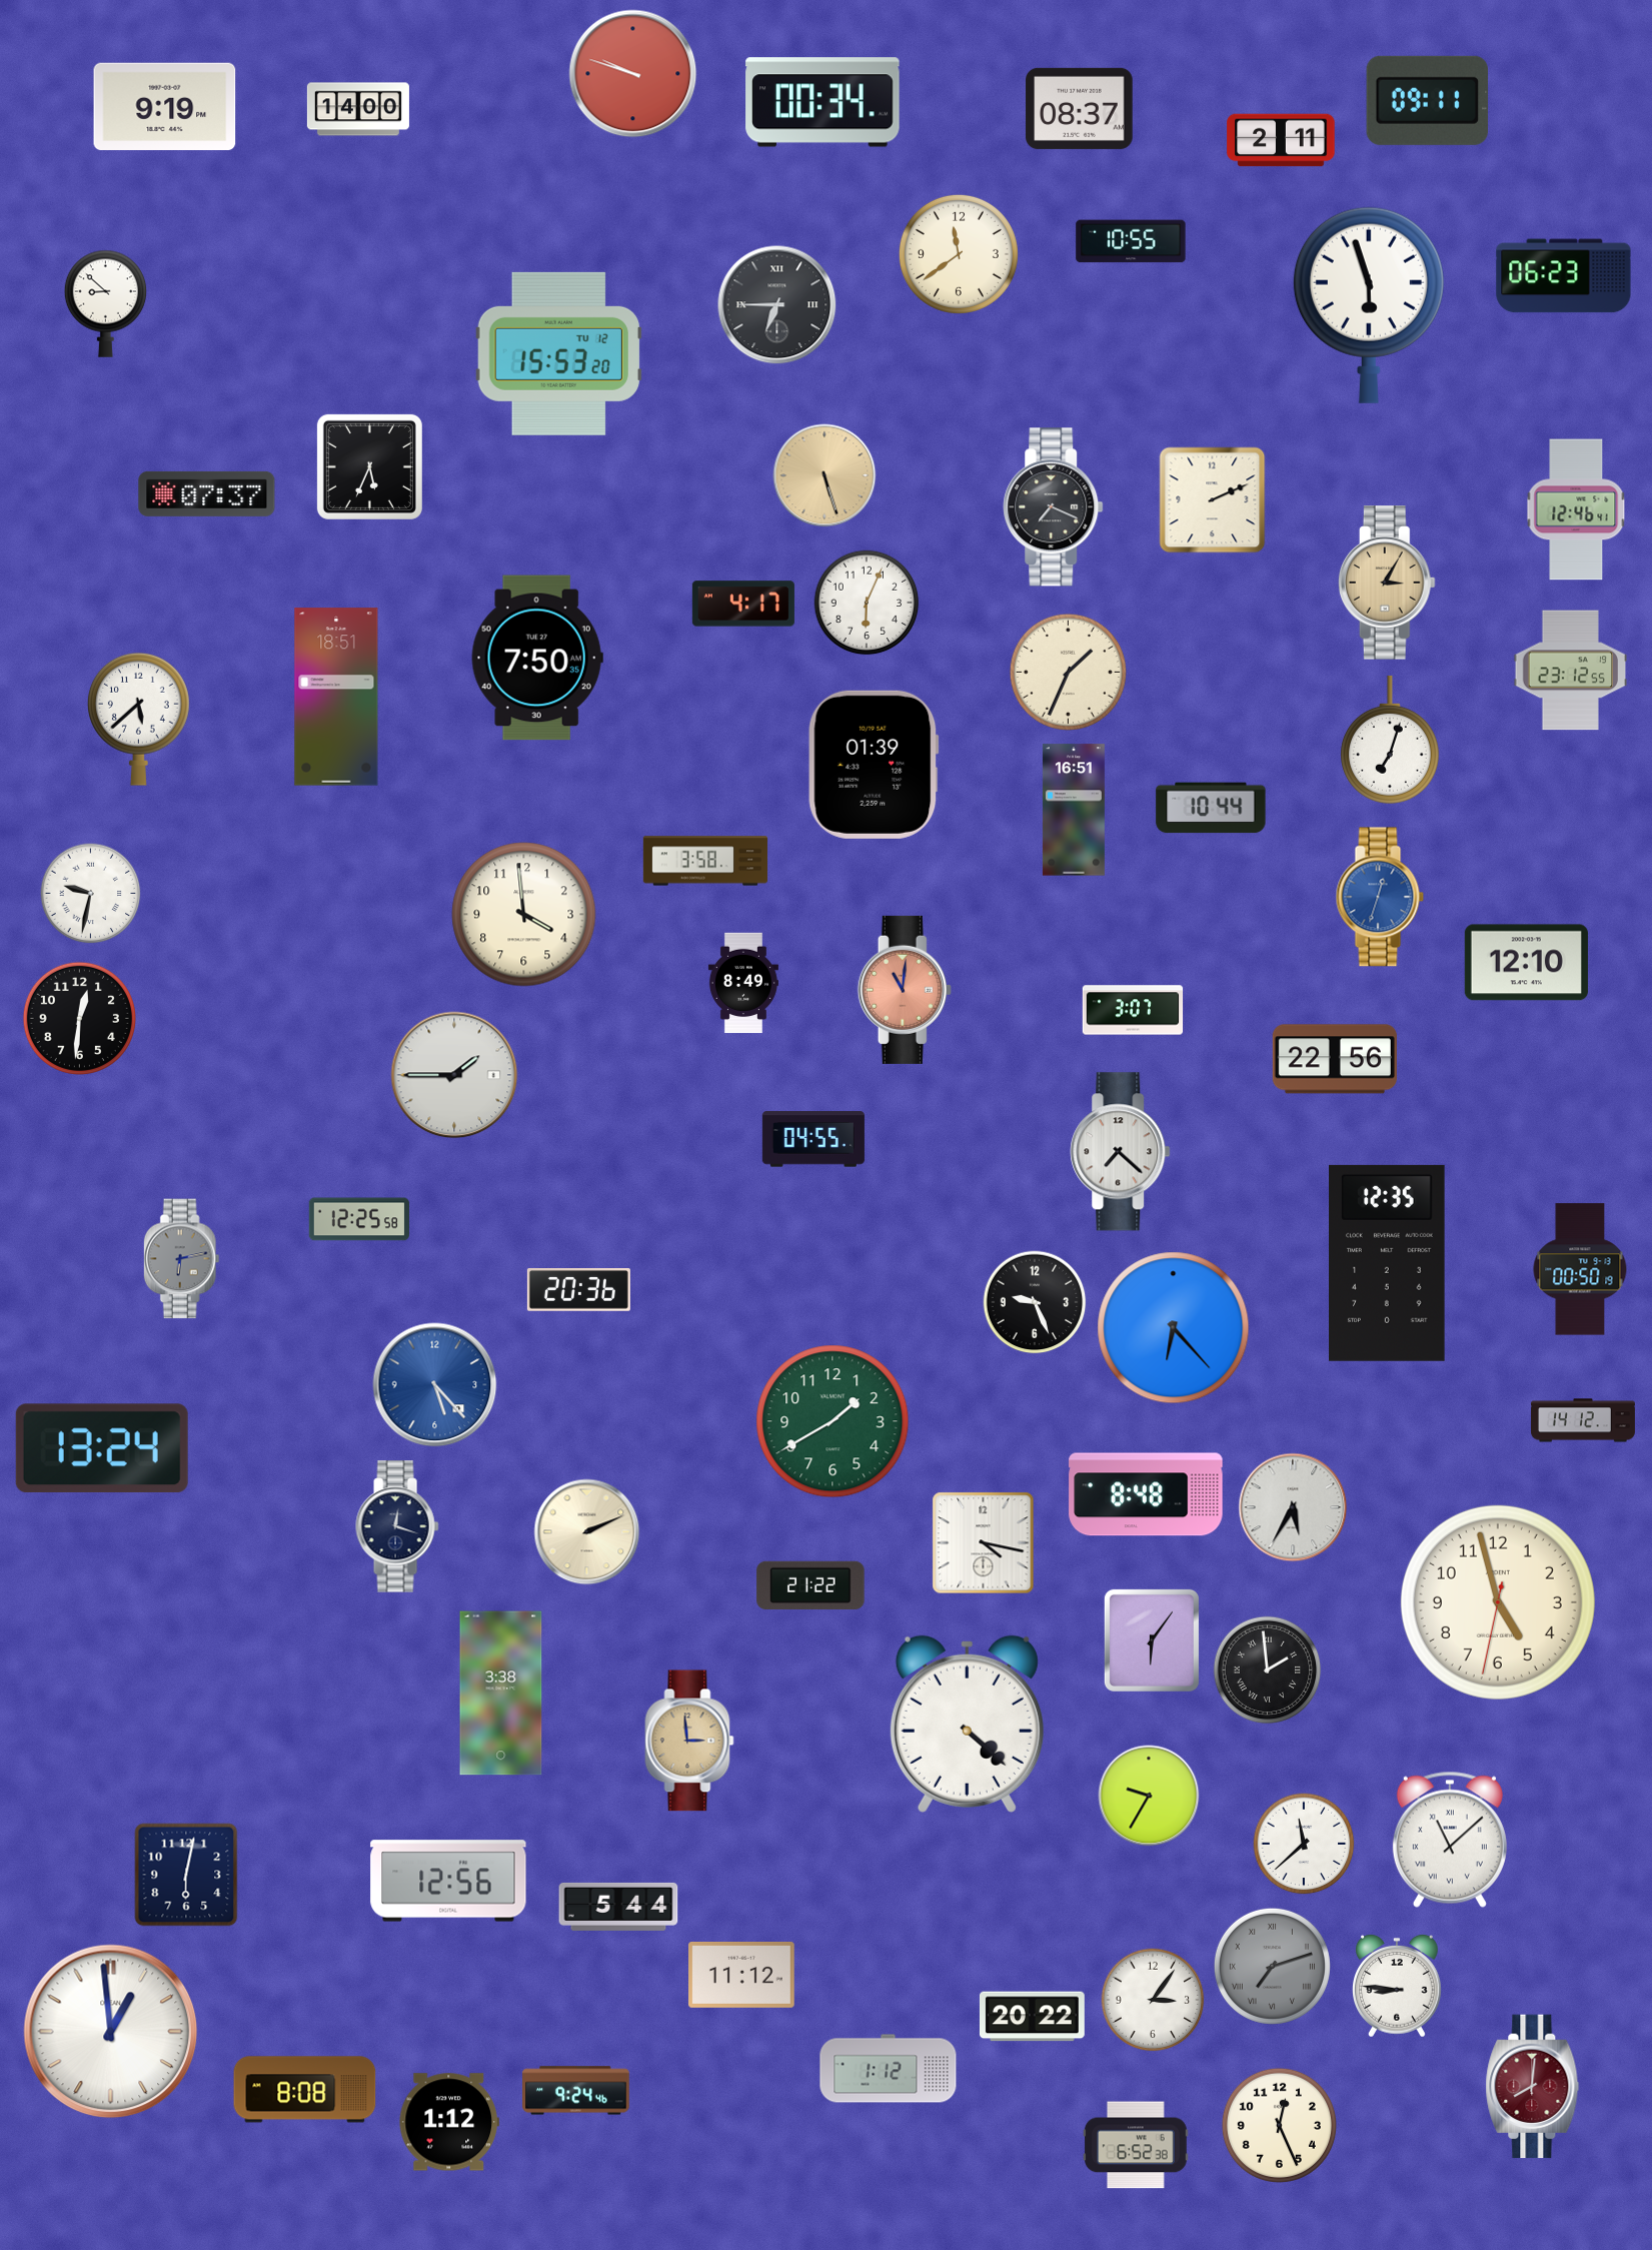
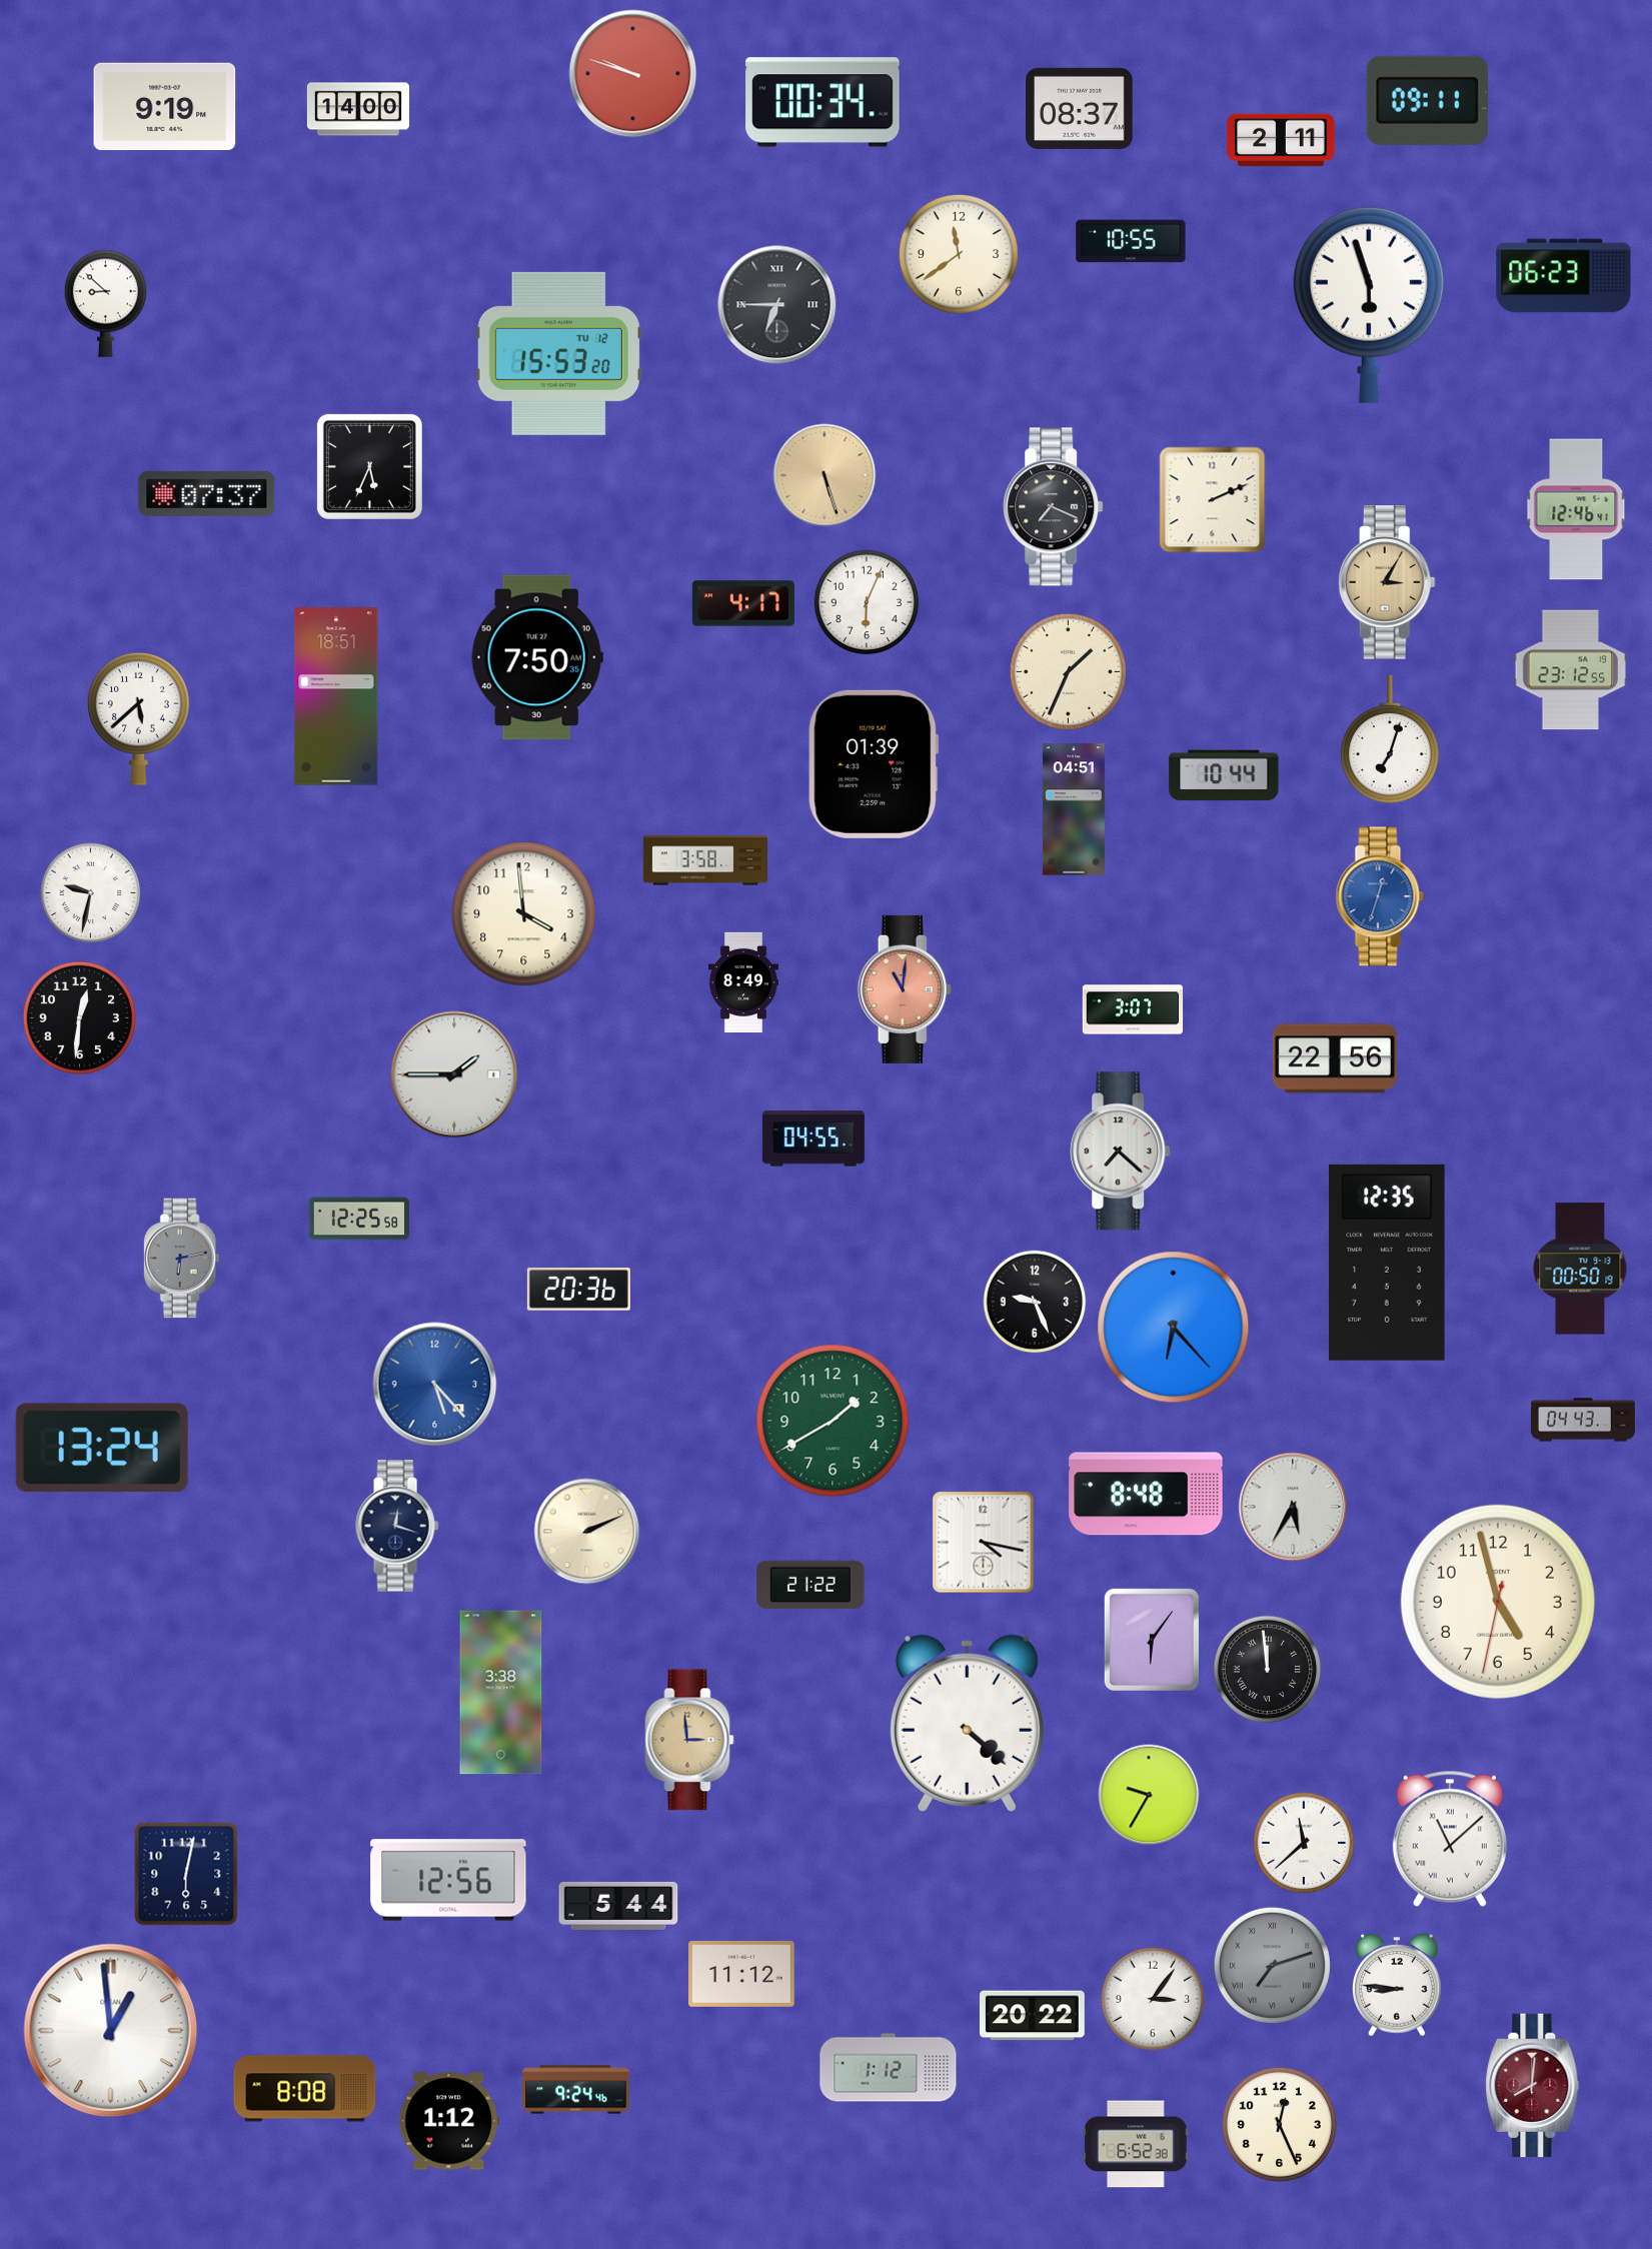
clock at (1211, 808) position: (1211, 808) -> (1224, 775)
clock at (1074, 810): 16:51 -> 04:51
clock at (1526, 963): 12:10 -> none
clock at (1583, 1420): 14:12 -> 04:43
clock at (1268, 1670): 1:59 -> 11:59
